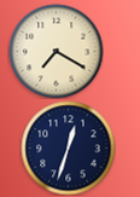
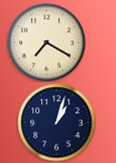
clock at (68, 147): 12:33 -> 1:03
